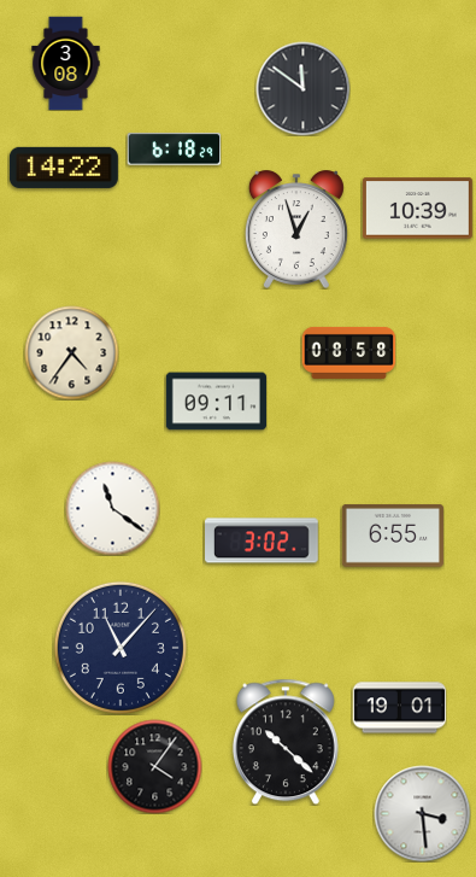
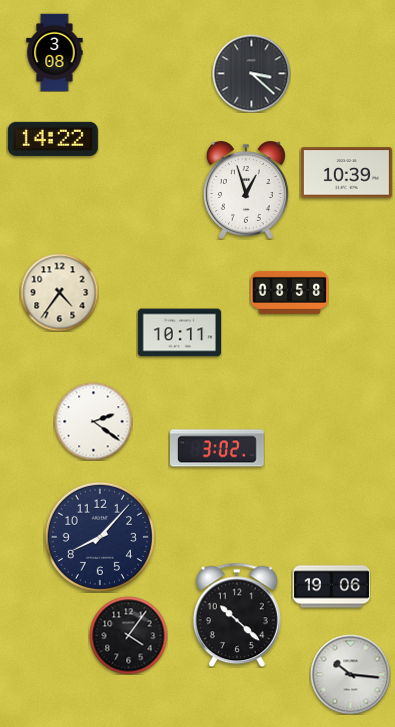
clock at (302, 88): 11:51 -> 3:22
clock at (174, 150): 6:18 -> none
clock at (216, 402): 09:11 -> 10:11
clock at (112, 508): 11:21 -> 2:21
clock at (393, 537): 6:55 -> none
clock at (121, 648): 11:07 -> 8:07
clock at (399, 708): 19:01 -> 19:06
clock at (422, 813): 3:29 -> 10:16
